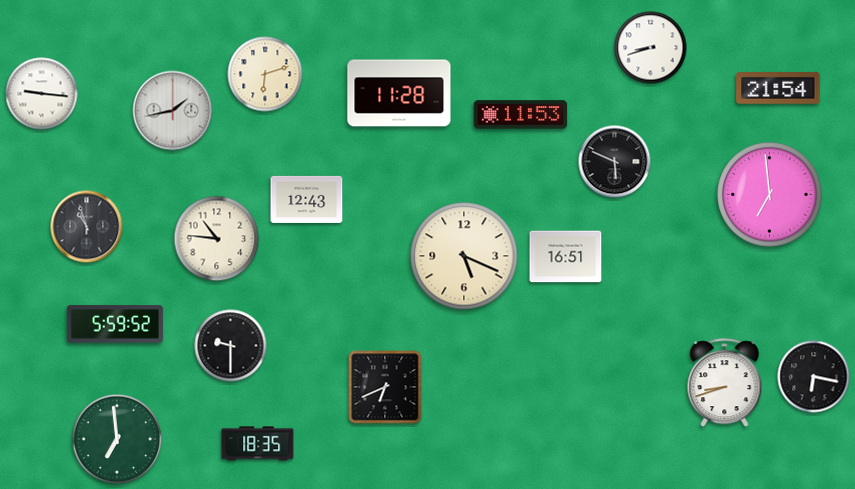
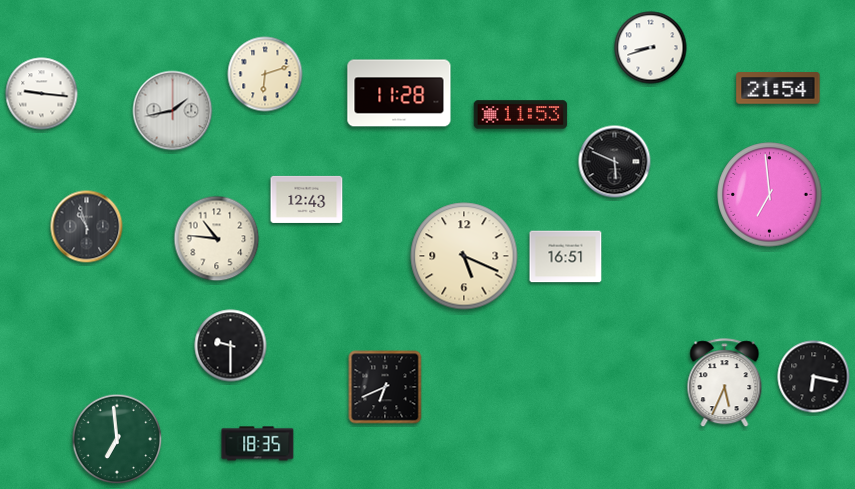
clock at (115, 324): 5:59 -> none
clock at (725, 383): 8:42 -> 5:34
